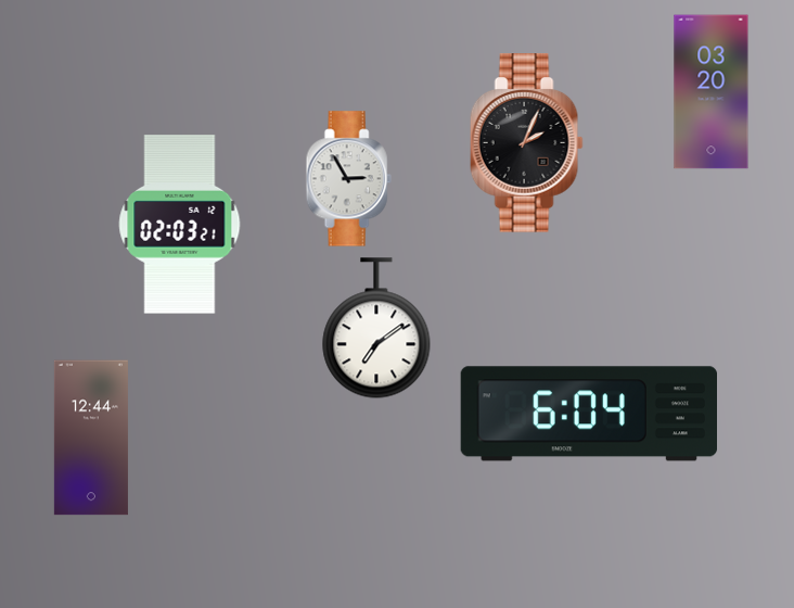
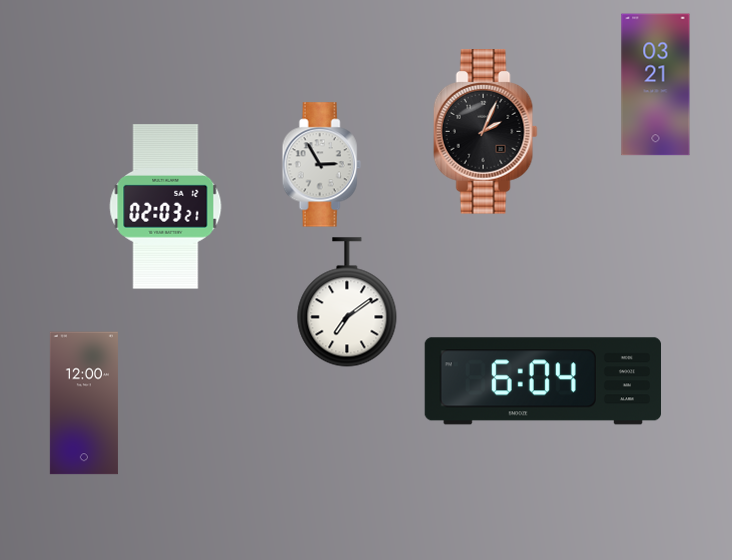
clock at (712, 92): 03:20 -> 03:21
clock at (91, 438): 12:44 -> 12:00
